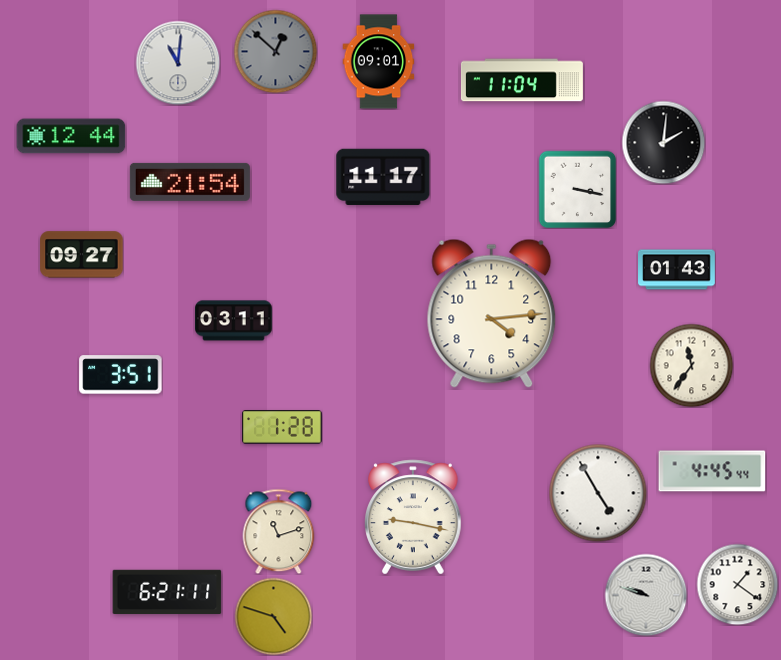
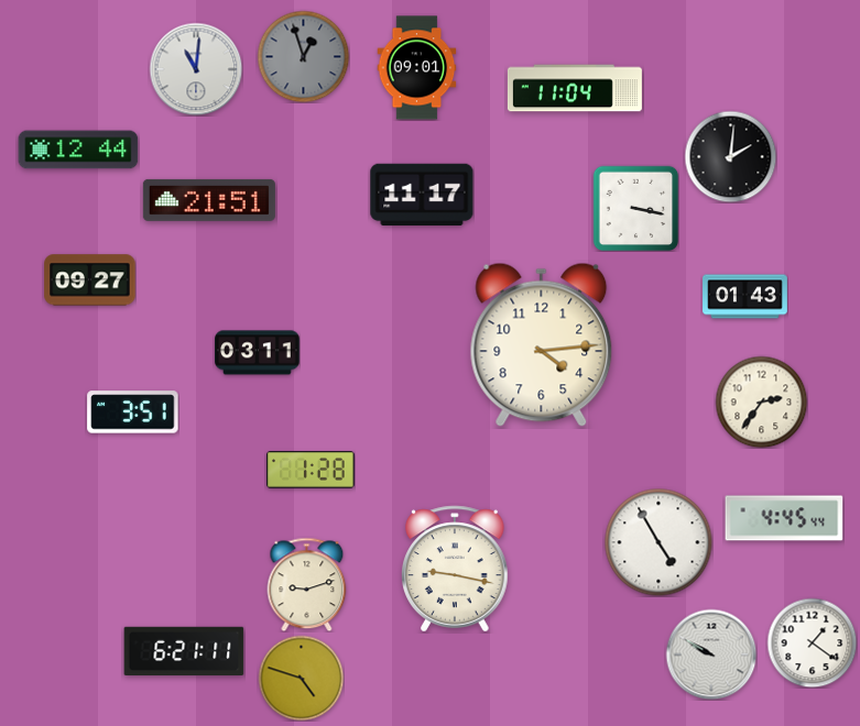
clock at (275, 51): 12:52 -> 12:57
clock at (190, 182): 21:54 -> 21:51
clock at (691, 365): 11:36 -> 2:36
clock at (279, 531): 11:12 -> 9:12
clock at (646, 595): 9:48 -> 9:50
